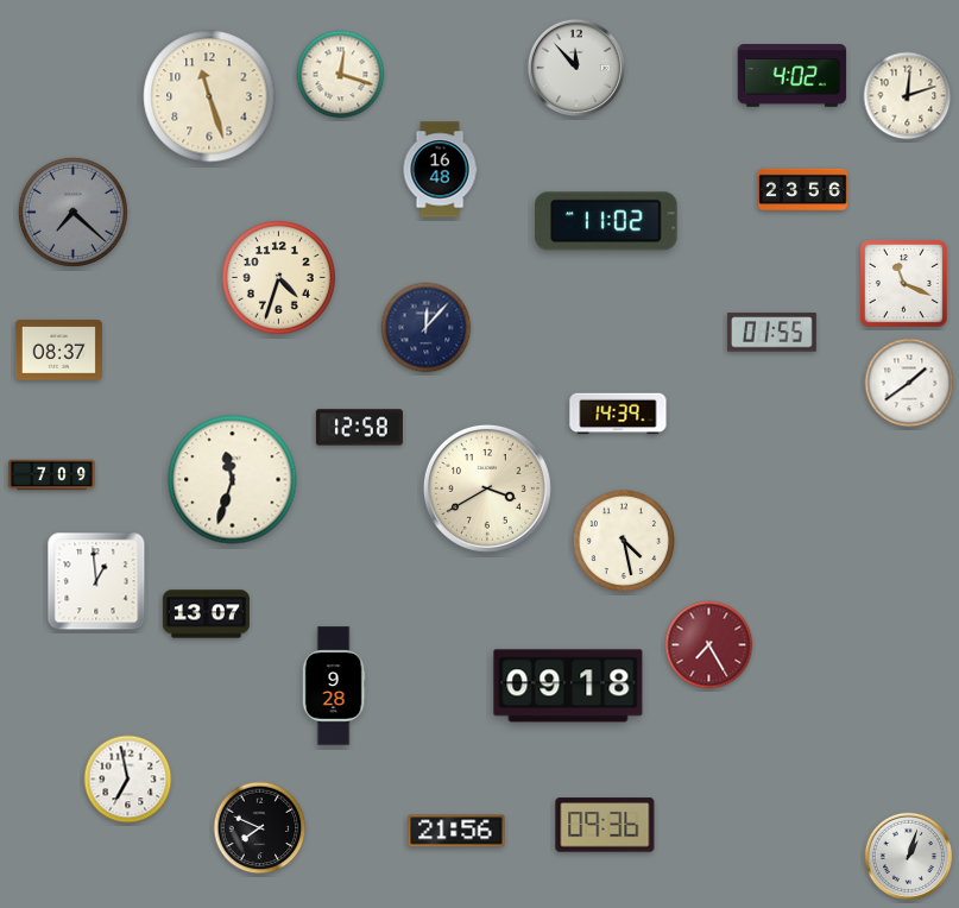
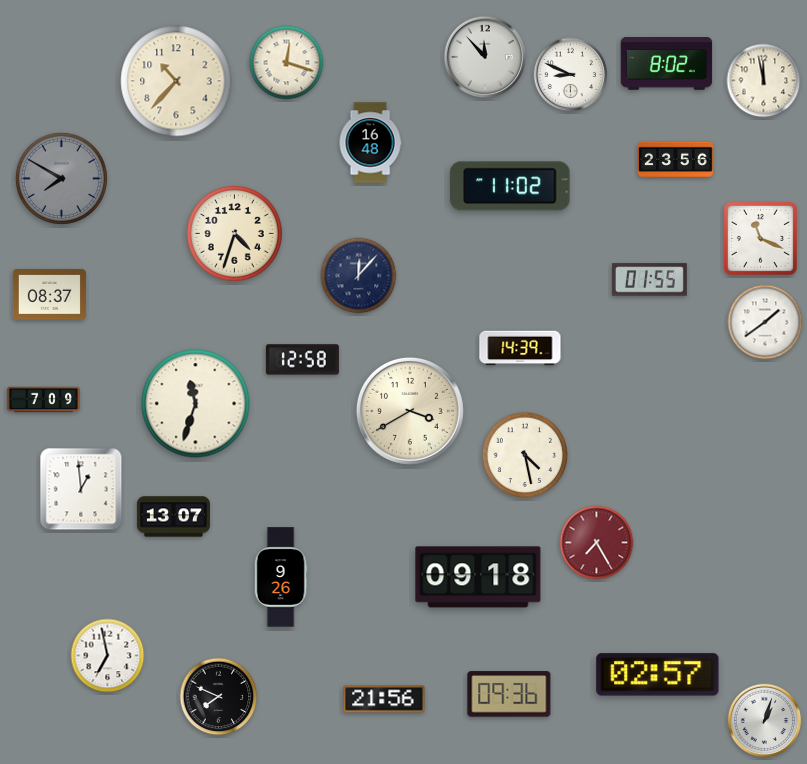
clock at (793, 76): 4:02 -> 8:02
clock at (571, 75): none -> 8:49
clock at (209, 96): 11:27 -> 10:37
clock at (908, 96): 12:12 -> 11:58
clock at (72, 212): 7:22 -> 7:50
clock at (334, 686): 9:28 -> 9:26
clock at (658, 675): none -> 02:57
